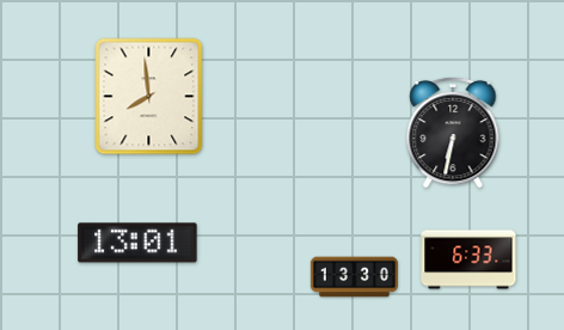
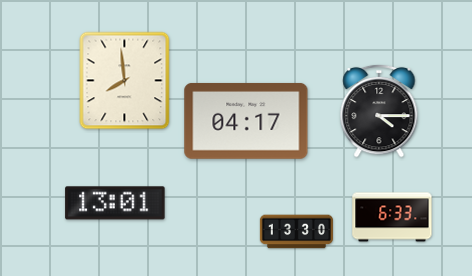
clock at (453, 133): 6:32 -> 4:15
clock at (246, 121): none -> 04:17
